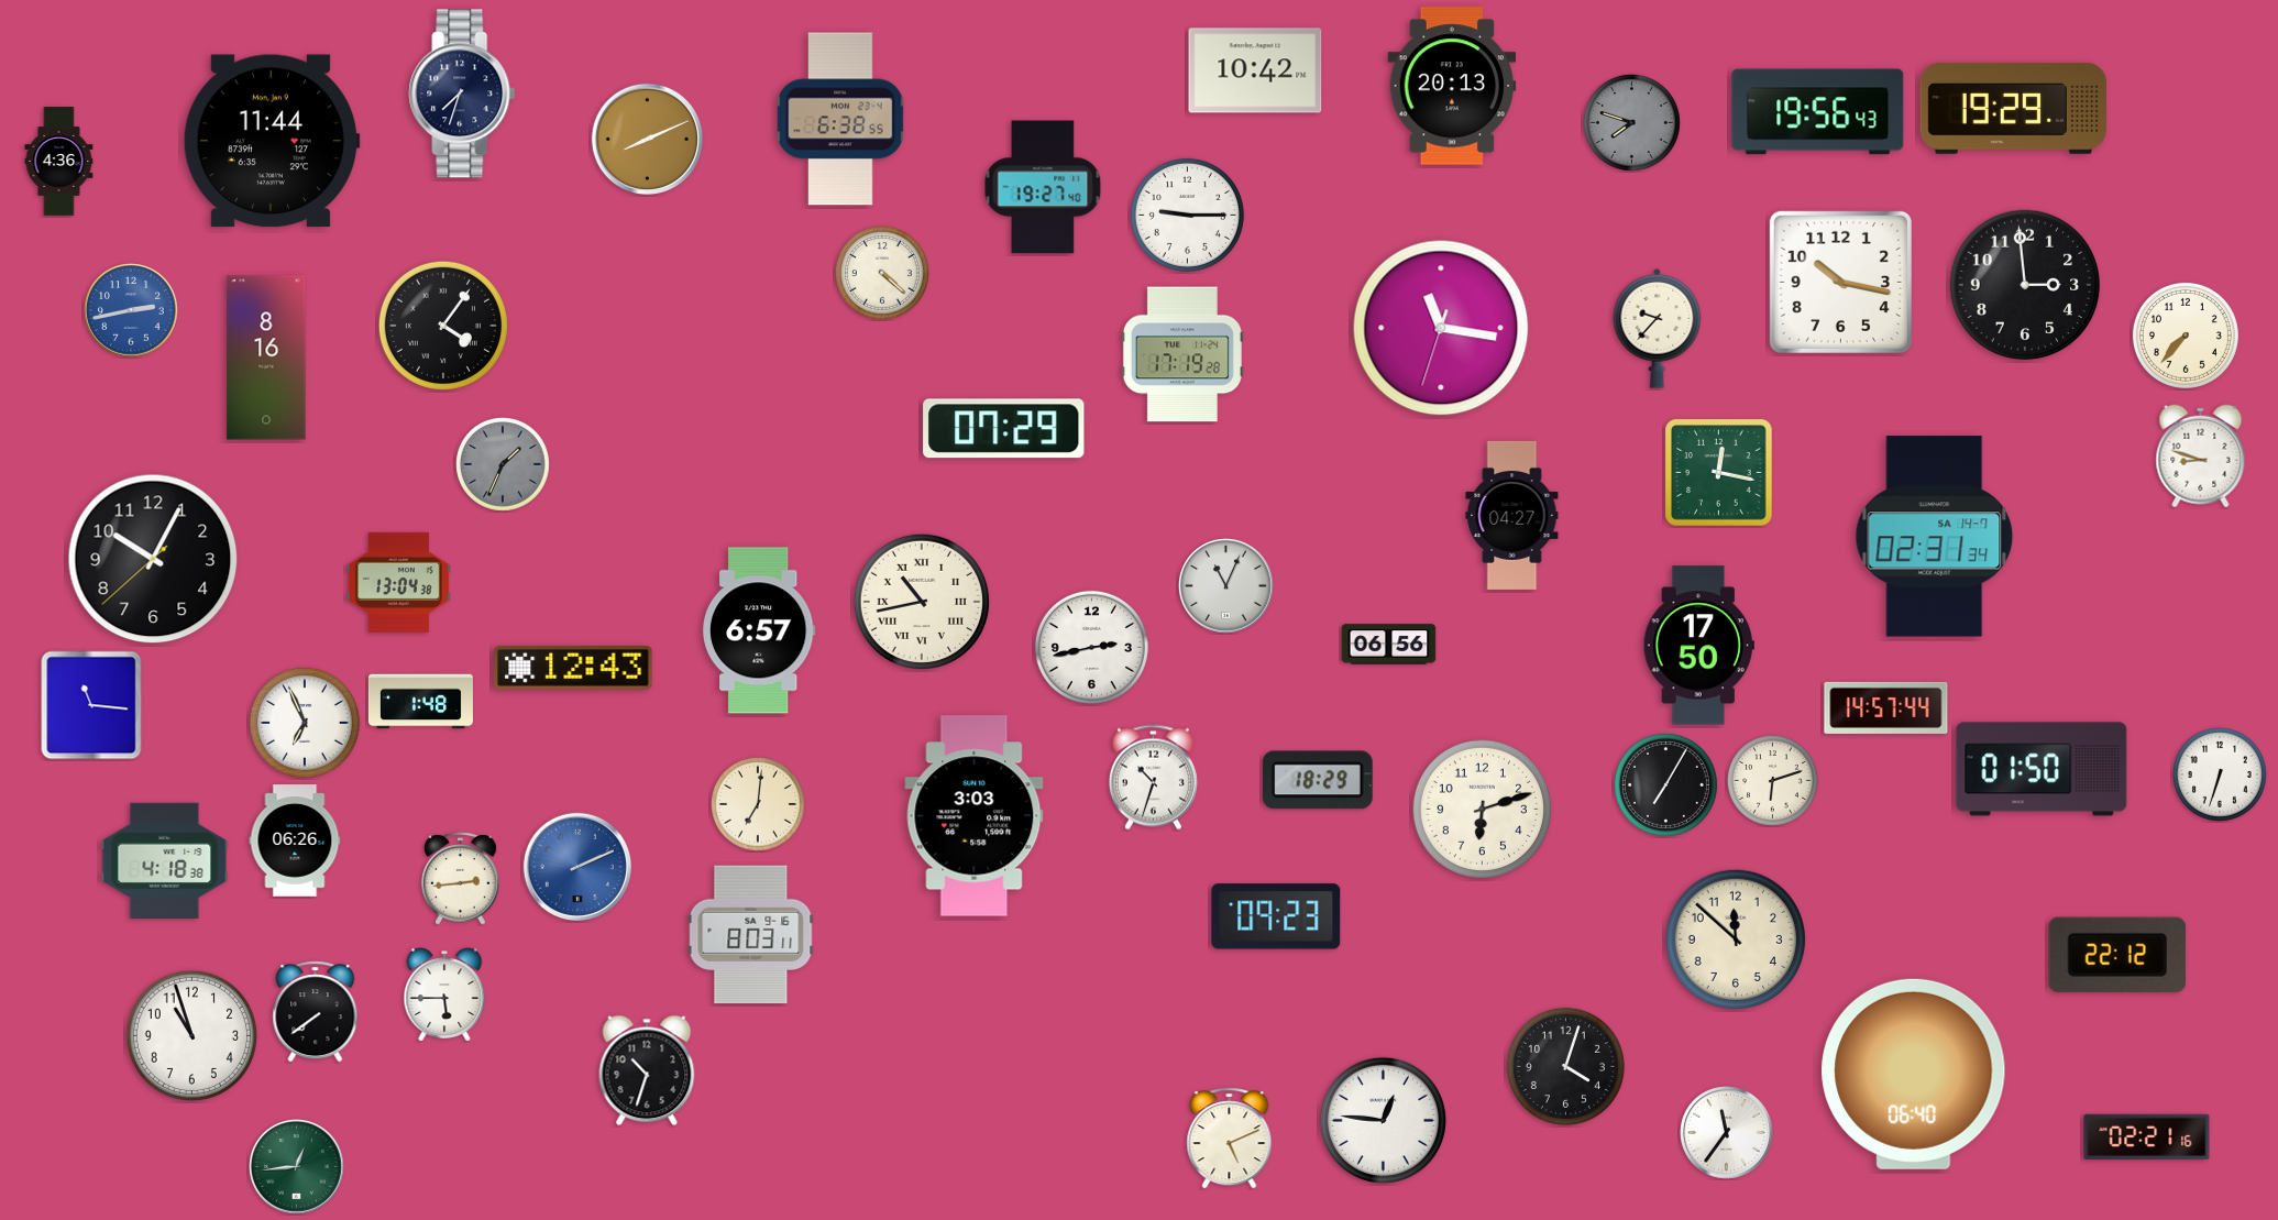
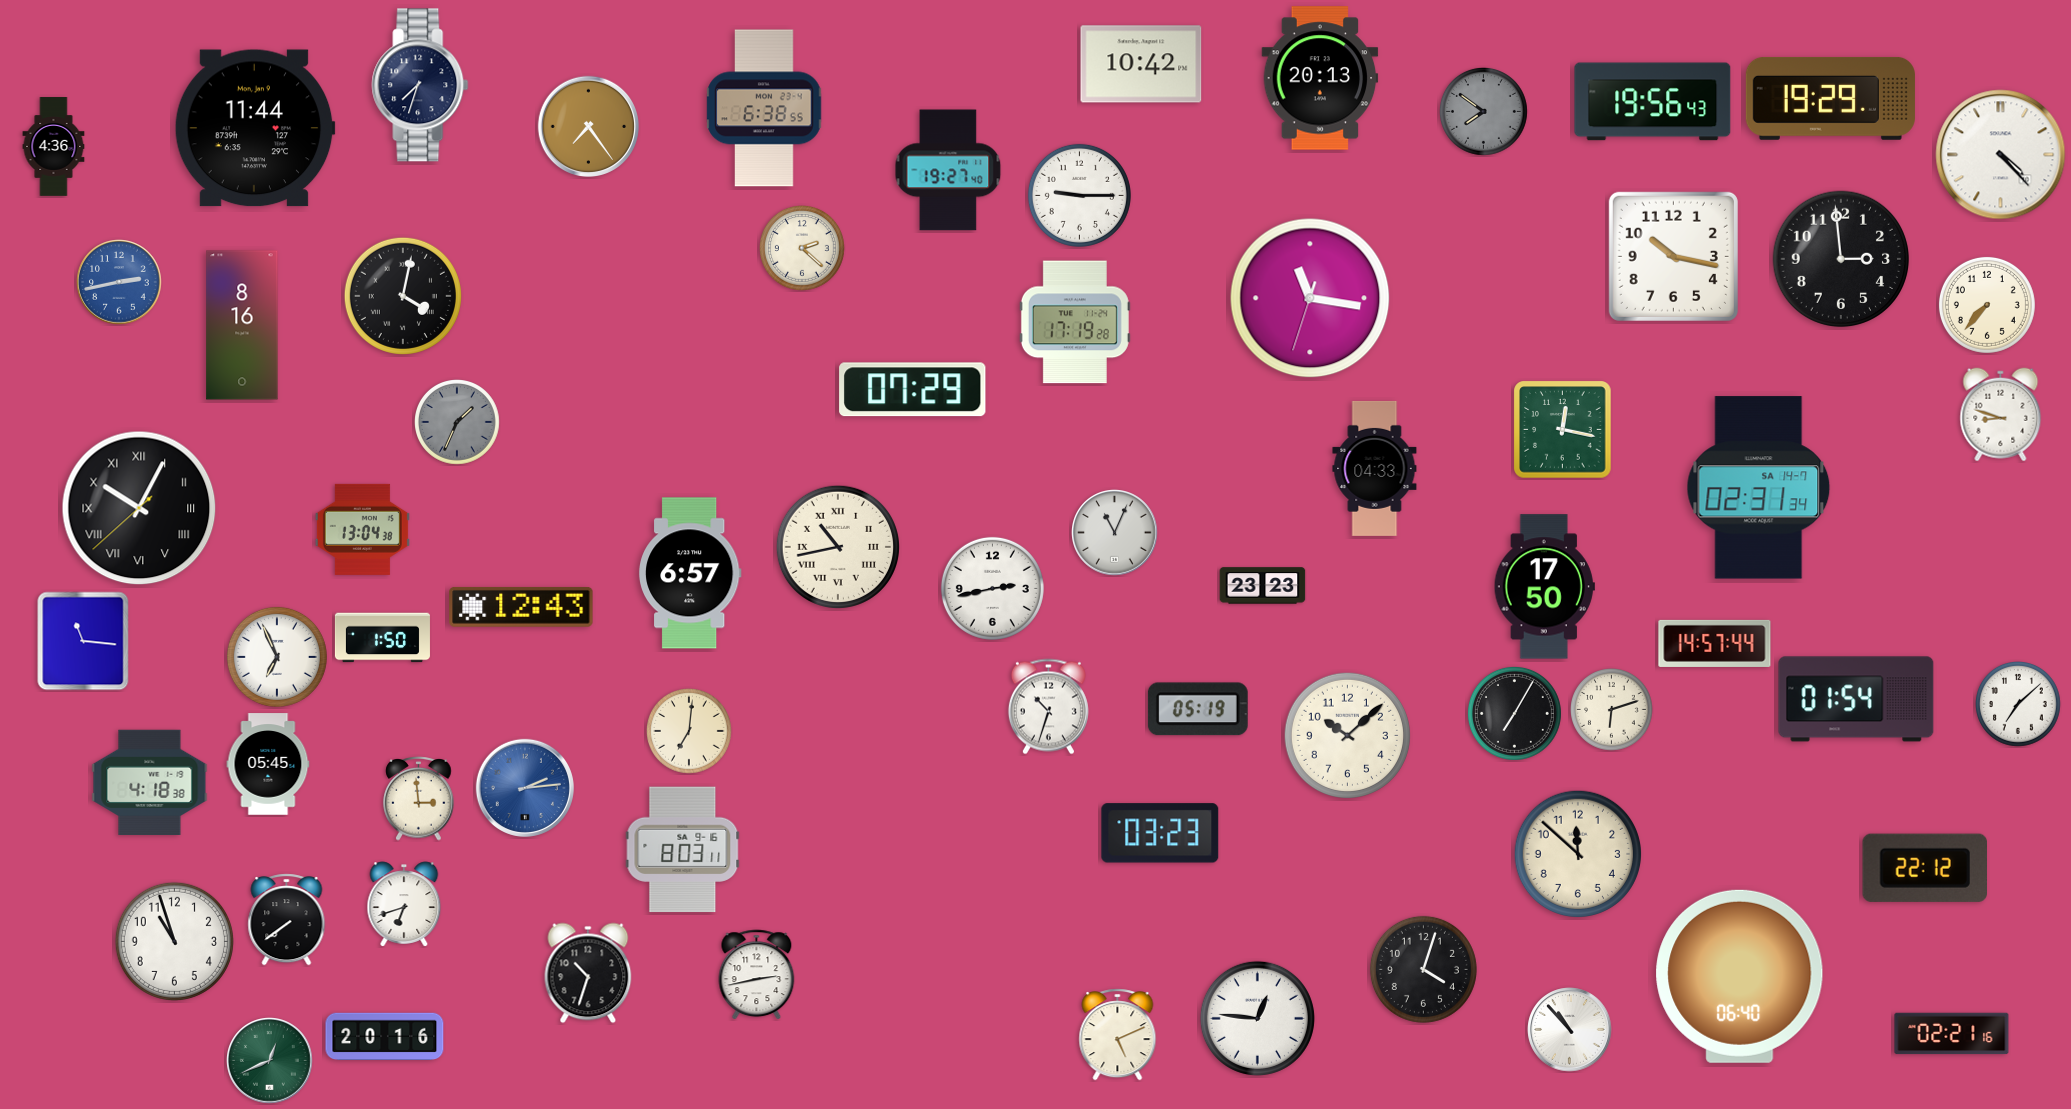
clock at (1631, 122): 7:48 -> 7:51
clock at (648, 140): 8:11 -> 7:24
clock at (272, 141) position: (272, 141) -> (255, 128)
clock at (2001, 155): none -> 4:23
clock at (883, 274): 4:22 -> 2:22
clock at (443, 326): 4:06 -> 4:02
clock at (1658, 328): 9:37 -> none
clock at (1512, 515): 04:27 -> 04:33
clock at (153, 559) numerals: Arabic -> Roman
clock at (1389, 645): 06:56 -> 23:23
clock at (420, 702): 1:48 -> 1:50
clock at (2042, 769): 01:50 -> 01:54
clock at (2221, 776): 6:33 -> 7:08
clock at (1318, 780): 18:29 -> 05:19
clock at (1482, 809): 6:12 -> 10:08
clock at (975, 816): 3:03 -> none
clock at (295, 840): 06:26 -> 05:45
clock at (577, 867): 2:11 -> 2:14
clock at (461, 879): 2:44 -> 2:59
clock at (1276, 916): 09:23 -> 03:23
clock at (444, 994): 5:45 -> 6:42
clock at (757, 975): none -> 2:43
clock at (1727, 1133): 11:36 -> 10:53
clock at (385, 1036): none -> 20:16
clock at (297, 1167): 12:44 -> 12:41
